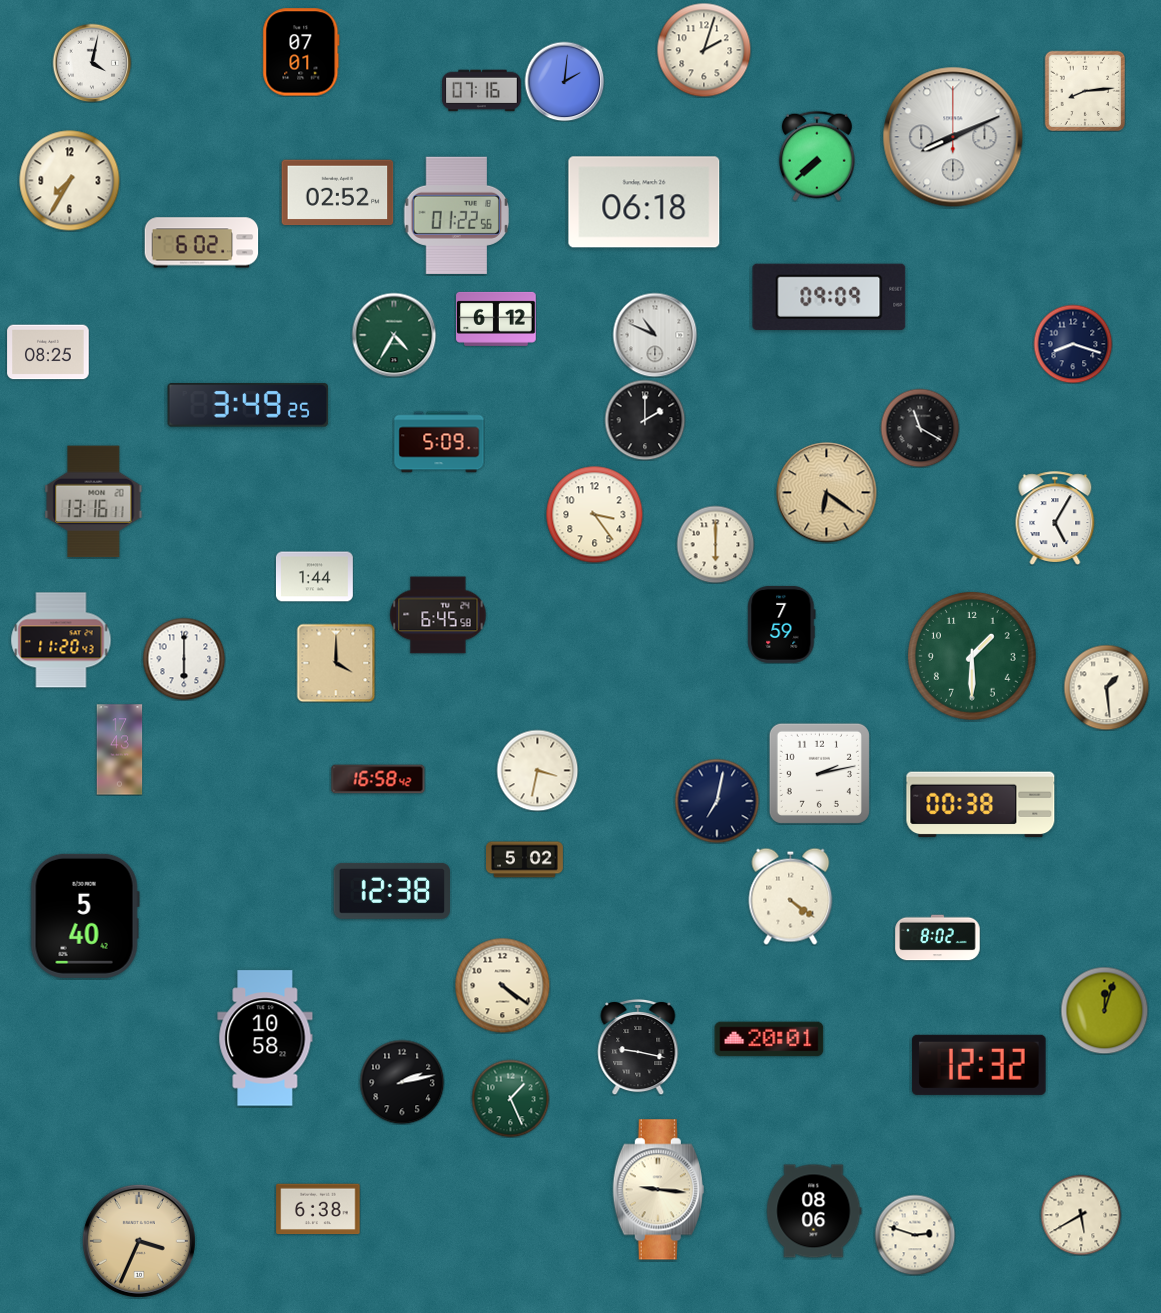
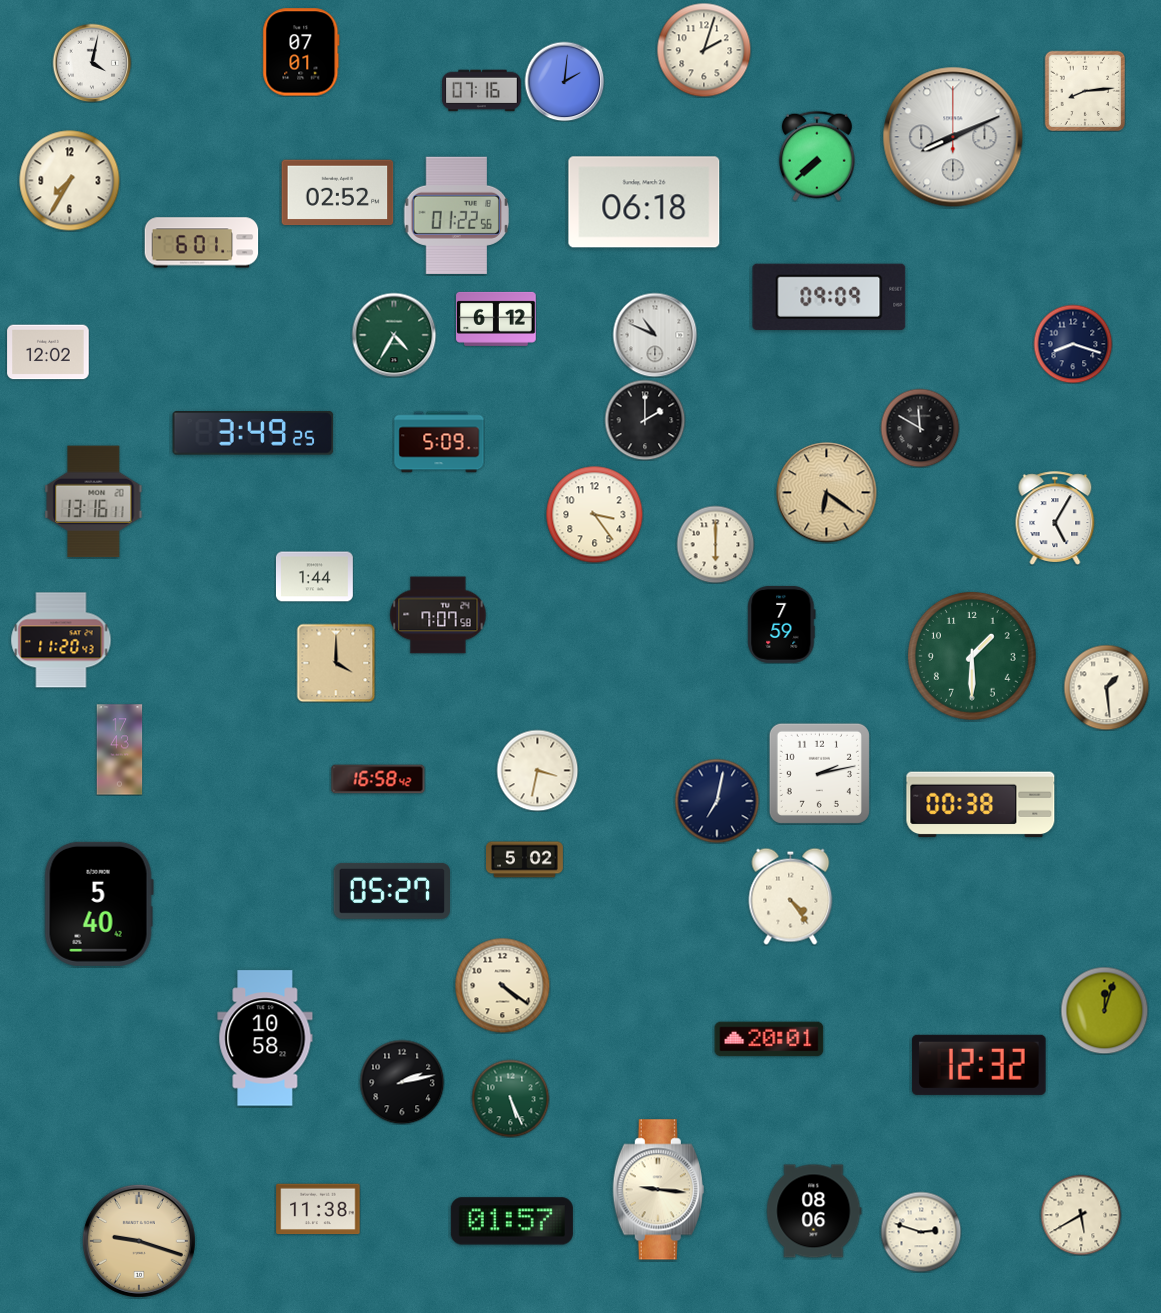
clock at (202, 243): 6:02 -> 6:01
clock at (48, 352): 08:25 -> 12:02
clock at (248, 405) position: (248, 405) -> (253, 433)
clock at (920, 428): 11:20 -> 11:50
clock at (438, 615): 6:45 -> 7:07
clock at (184, 659): 6:00 -> none
clock at (391, 891): 12:38 -> 05:27
clock at (791, 896): 4:21 -> 4:24
clock at (85, 916) position: (85, 916) -> (99, 904)
clock at (938, 938): 8:02 -> none
clock at (638, 1047): 9:17 -> none
clock at (510, 1098): 1:26 -> 5:26
clock at (318, 1209): 6:38 -> 11:38
clock at (512, 1221): none -> 01:57
clock at (915, 1235) position: (915, 1235) -> (921, 1232)
clock at (139, 1241): 3:34 -> 9:18
